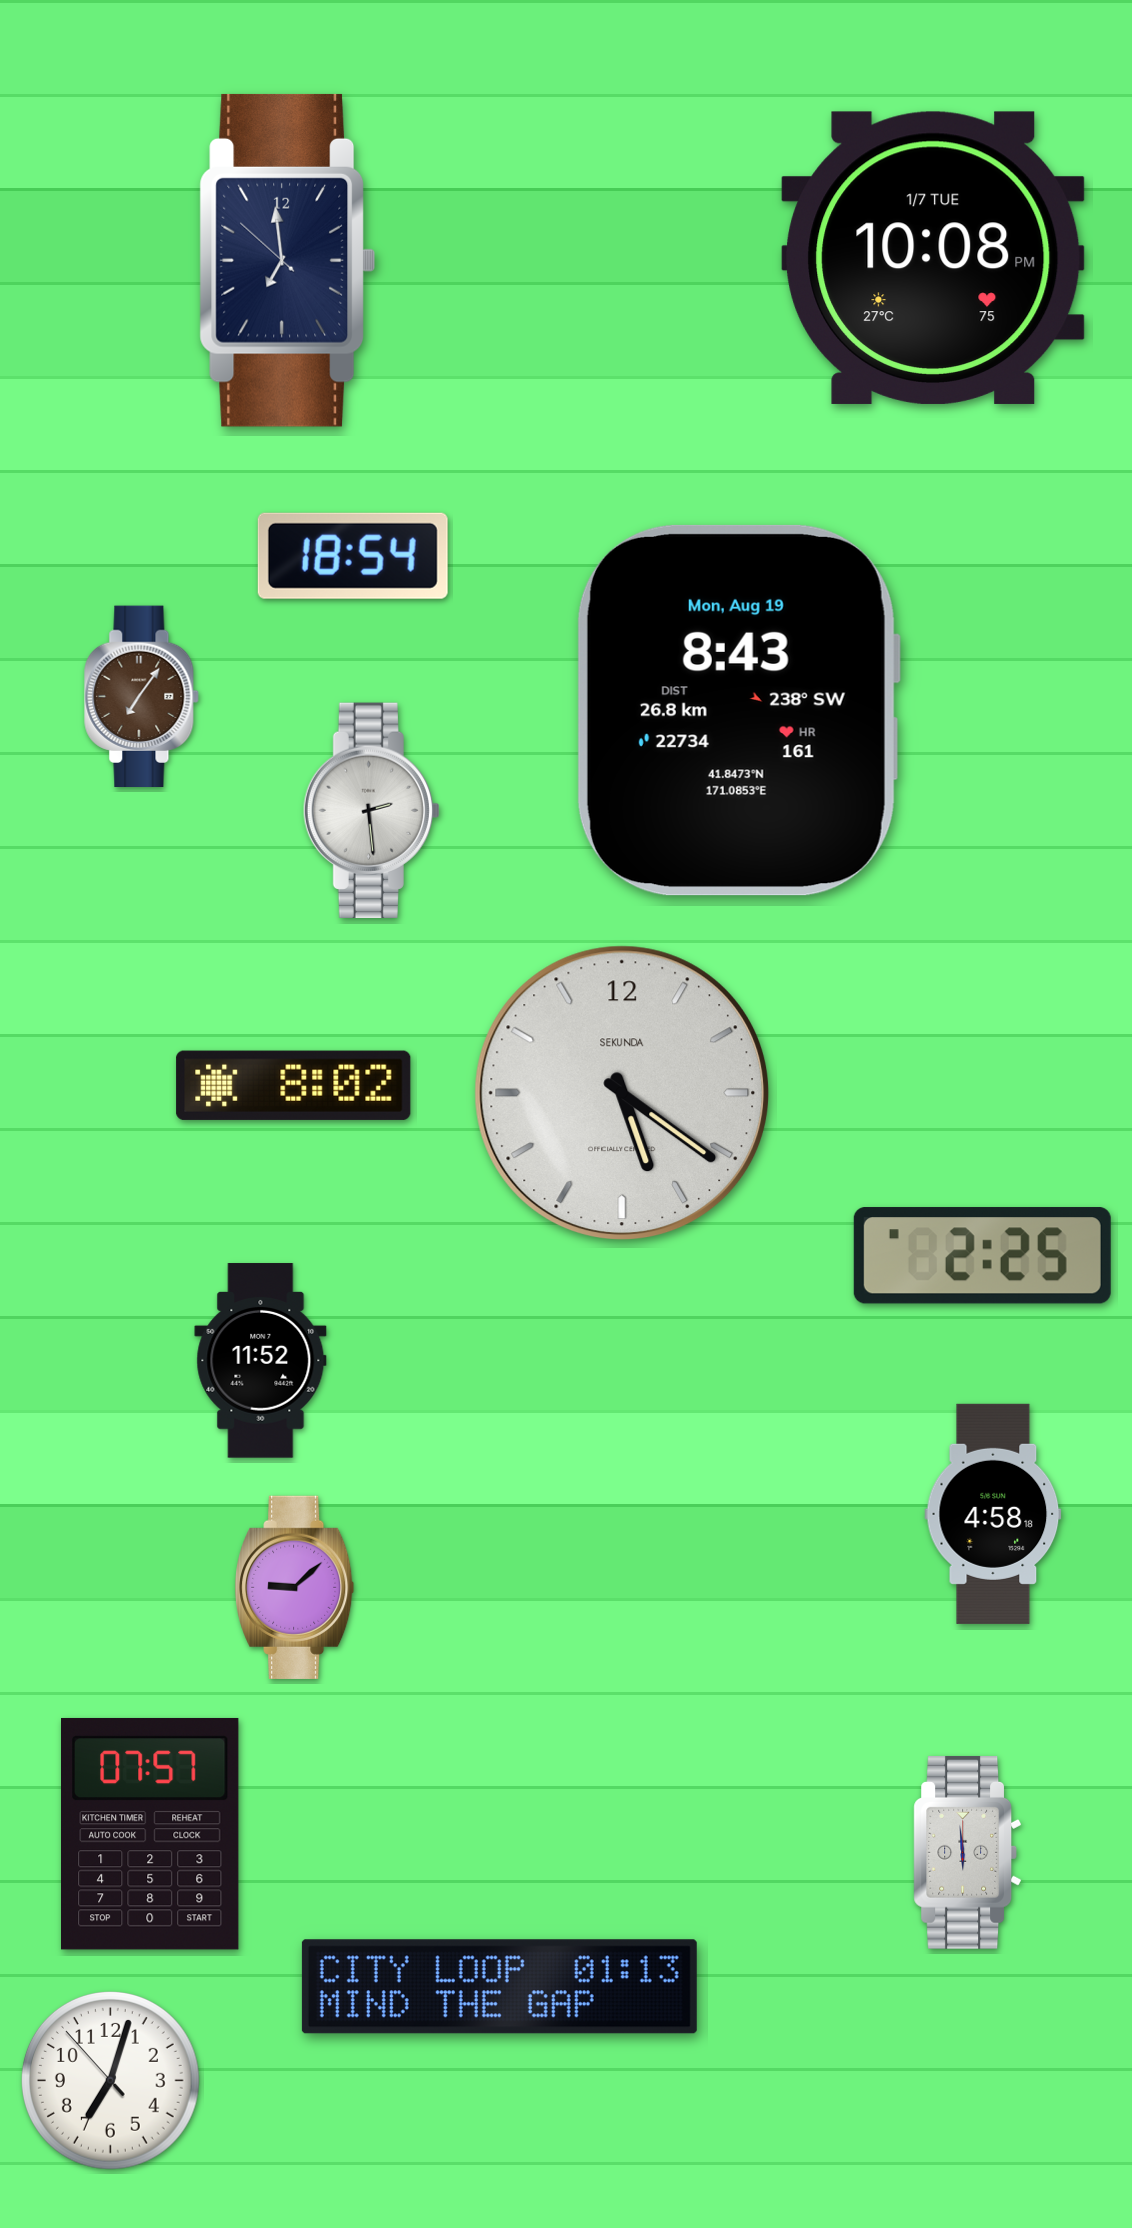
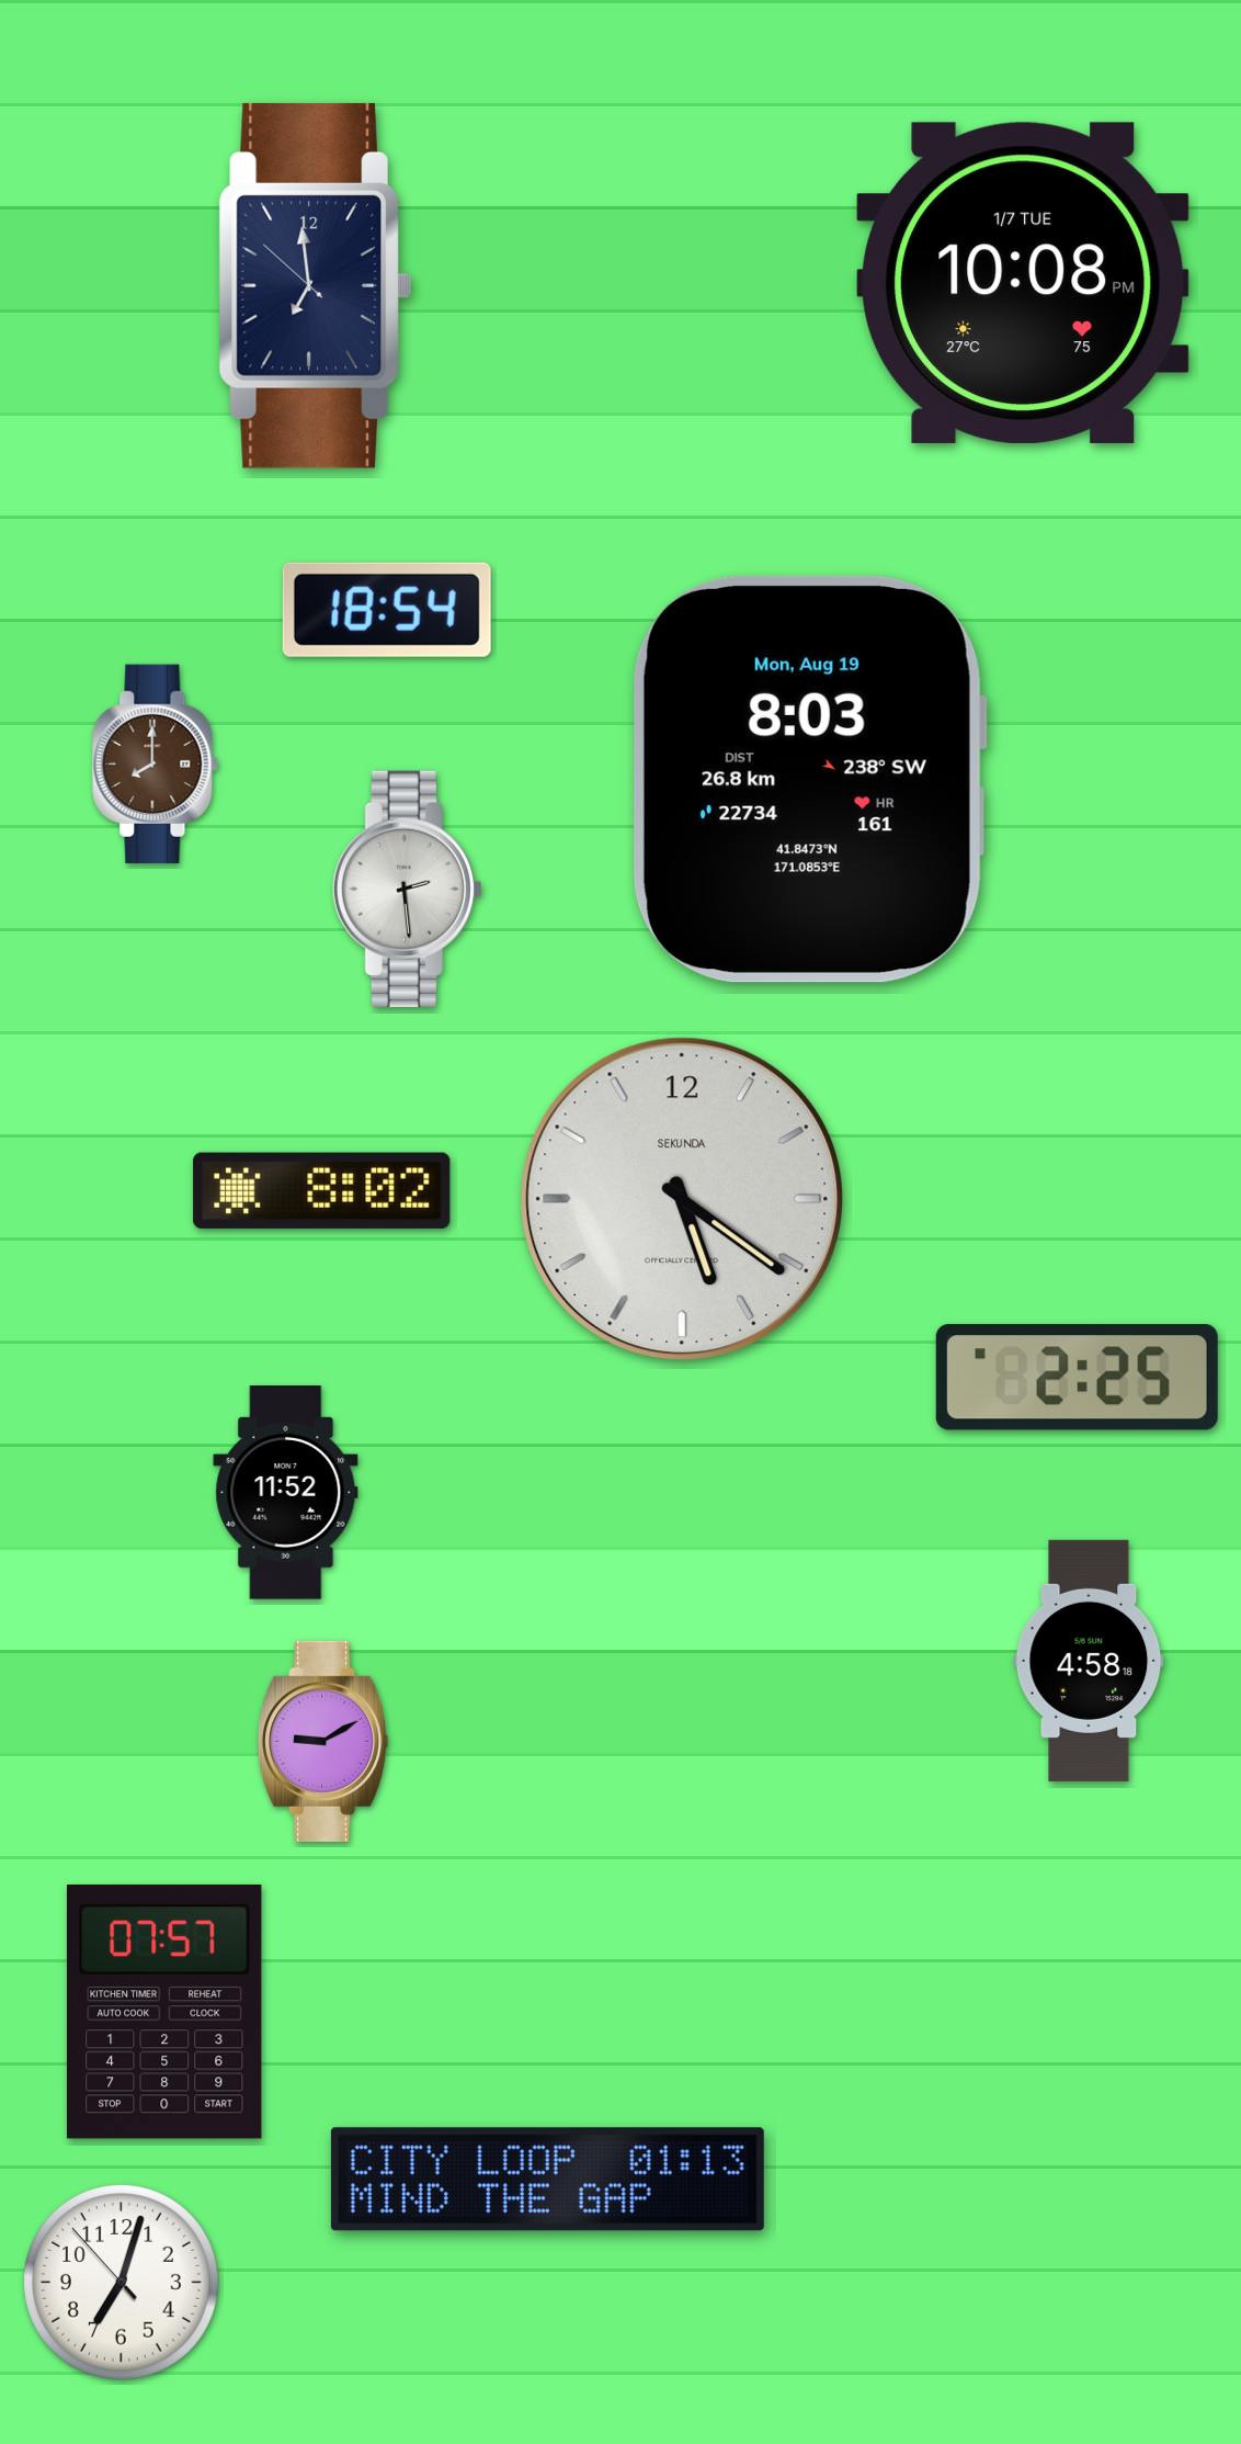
clock at (142, 696): 7:06 -> 8:00
clock at (738, 710): 8:43 -> 8:03
clock at (295, 1587): 9:08 -> 9:10
clock at (967, 1852): 5:59 -> none
